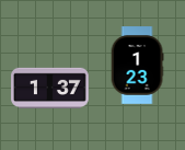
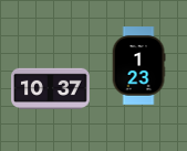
clock at (50, 88): 1:37 -> 10:37
